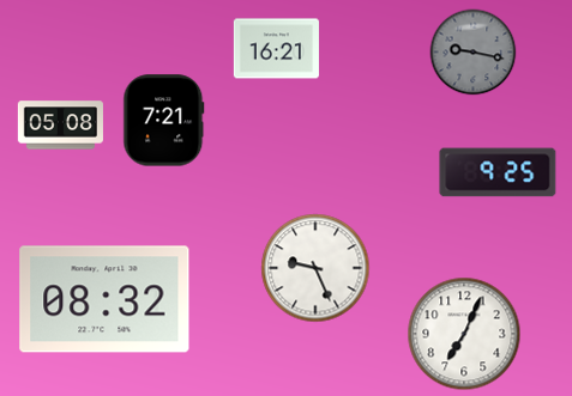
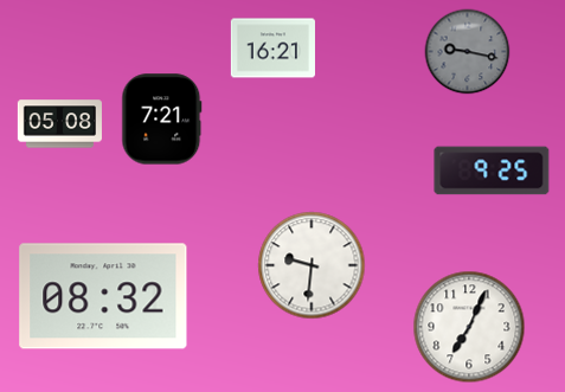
clock at (315, 268): 9:26 -> 9:31
clock at (464, 334) position: (464, 334) -> (469, 327)
